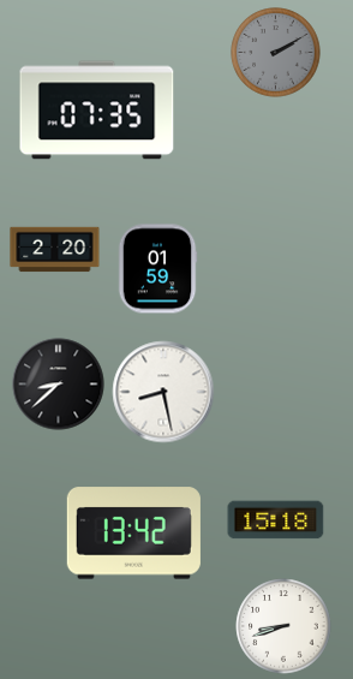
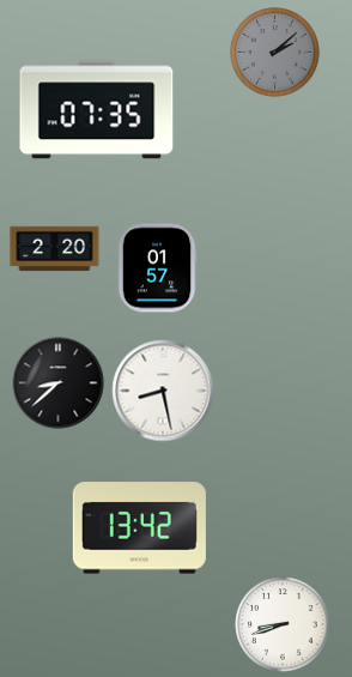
clock at (276, 53): 2:10 -> 2:08
clock at (157, 269): 01:59 -> 01:57
clock at (276, 520): 15:18 -> none
clock at (133, 534) position: (133, 534) -> (139, 528)
